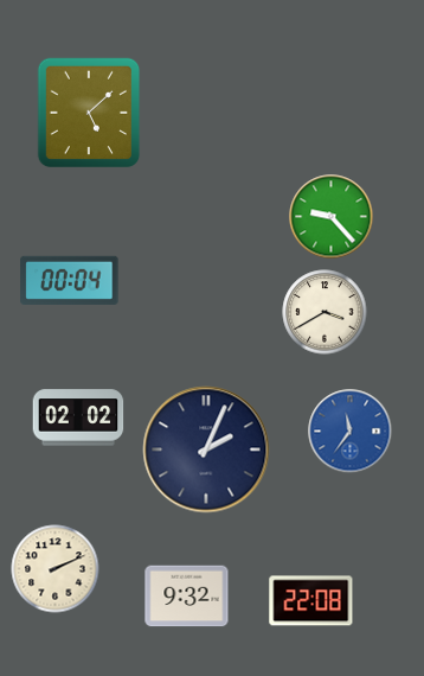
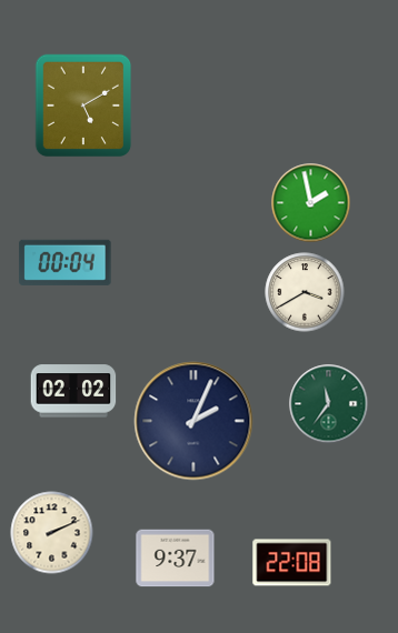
clock at (89, 113): 5:08 -> 5:10
clock at (332, 217): 9:23 -> 1:58
clock at (351, 432) dial: blue -> green
clock at (187, 597): 9:32 -> 9:37
